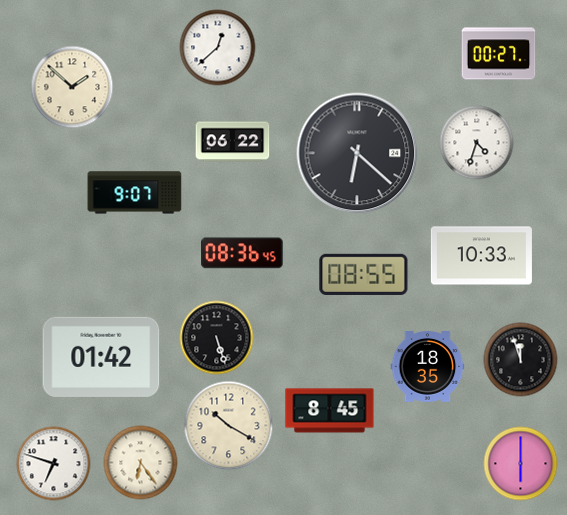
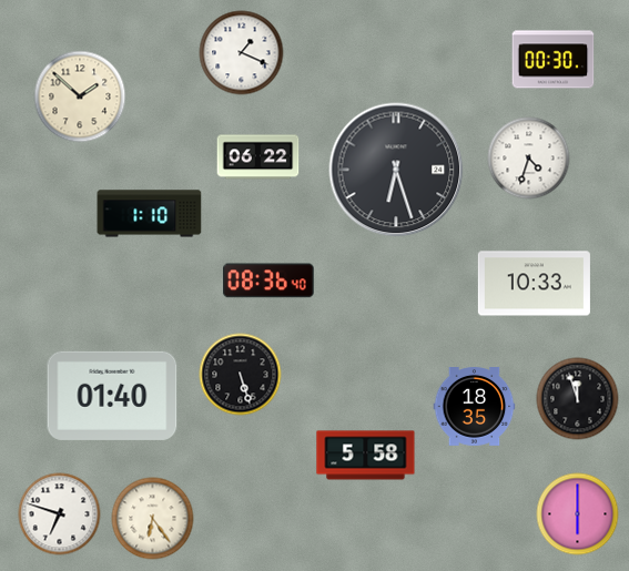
clock at (218, 48): 12:38 -> 1:19
clock at (499, 54): 00:27 -> 00:30
clock at (357, 153): 6:22 -> 6:27
clock at (135, 193): 9:07 -> 1:10
clock at (243, 253): 08:36:45 -> 08:36:40
clock at (364, 274): 08:55 -> none
clock at (101, 357): 01:42 -> 01:40
clock at (330, 411): 8:45 -> 5:58
clock at (229, 426): 10:20 -> none
clock at (141, 463) position: (141, 463) -> (153, 519)
